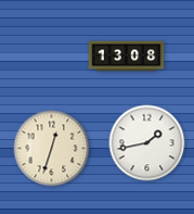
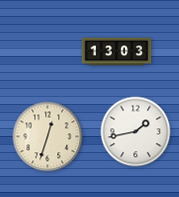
clock at (127, 56): 13:08 -> 13:03
